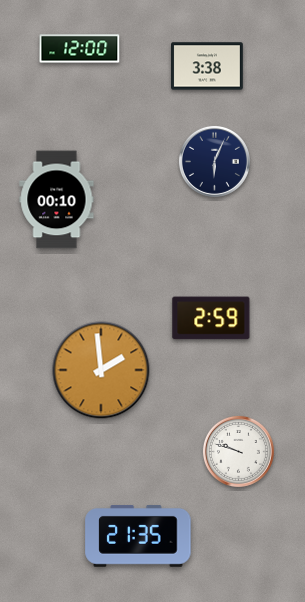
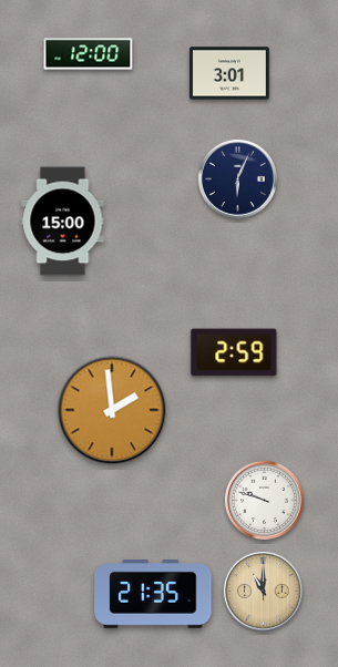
clock at (208, 66): 3:38 -> 3:01
clock at (57, 200): 00:10 -> 15:00
clock at (263, 591): none -> 11:00
